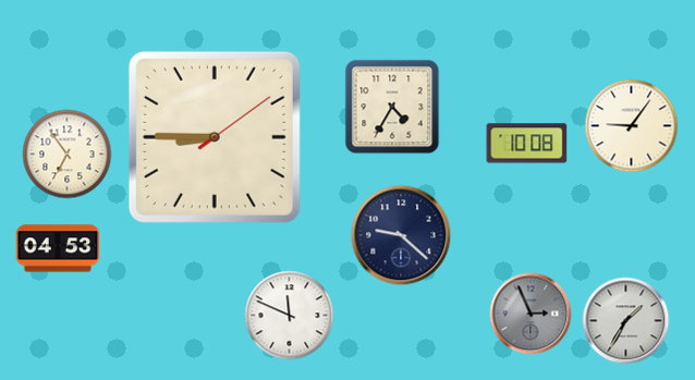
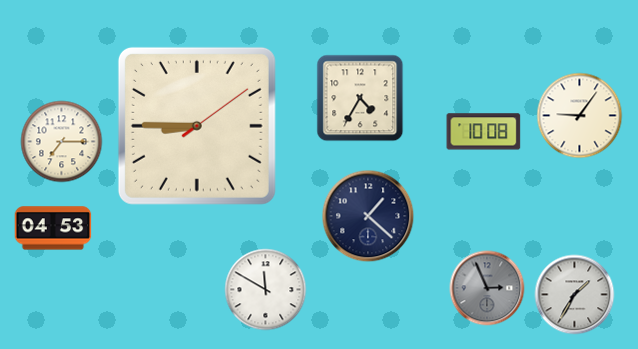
clock at (68, 155): 6:54 -> 7:15
clock at (401, 235): 9:22 -> 1:22
clock at (290, 316): 11:49 -> 11:50
